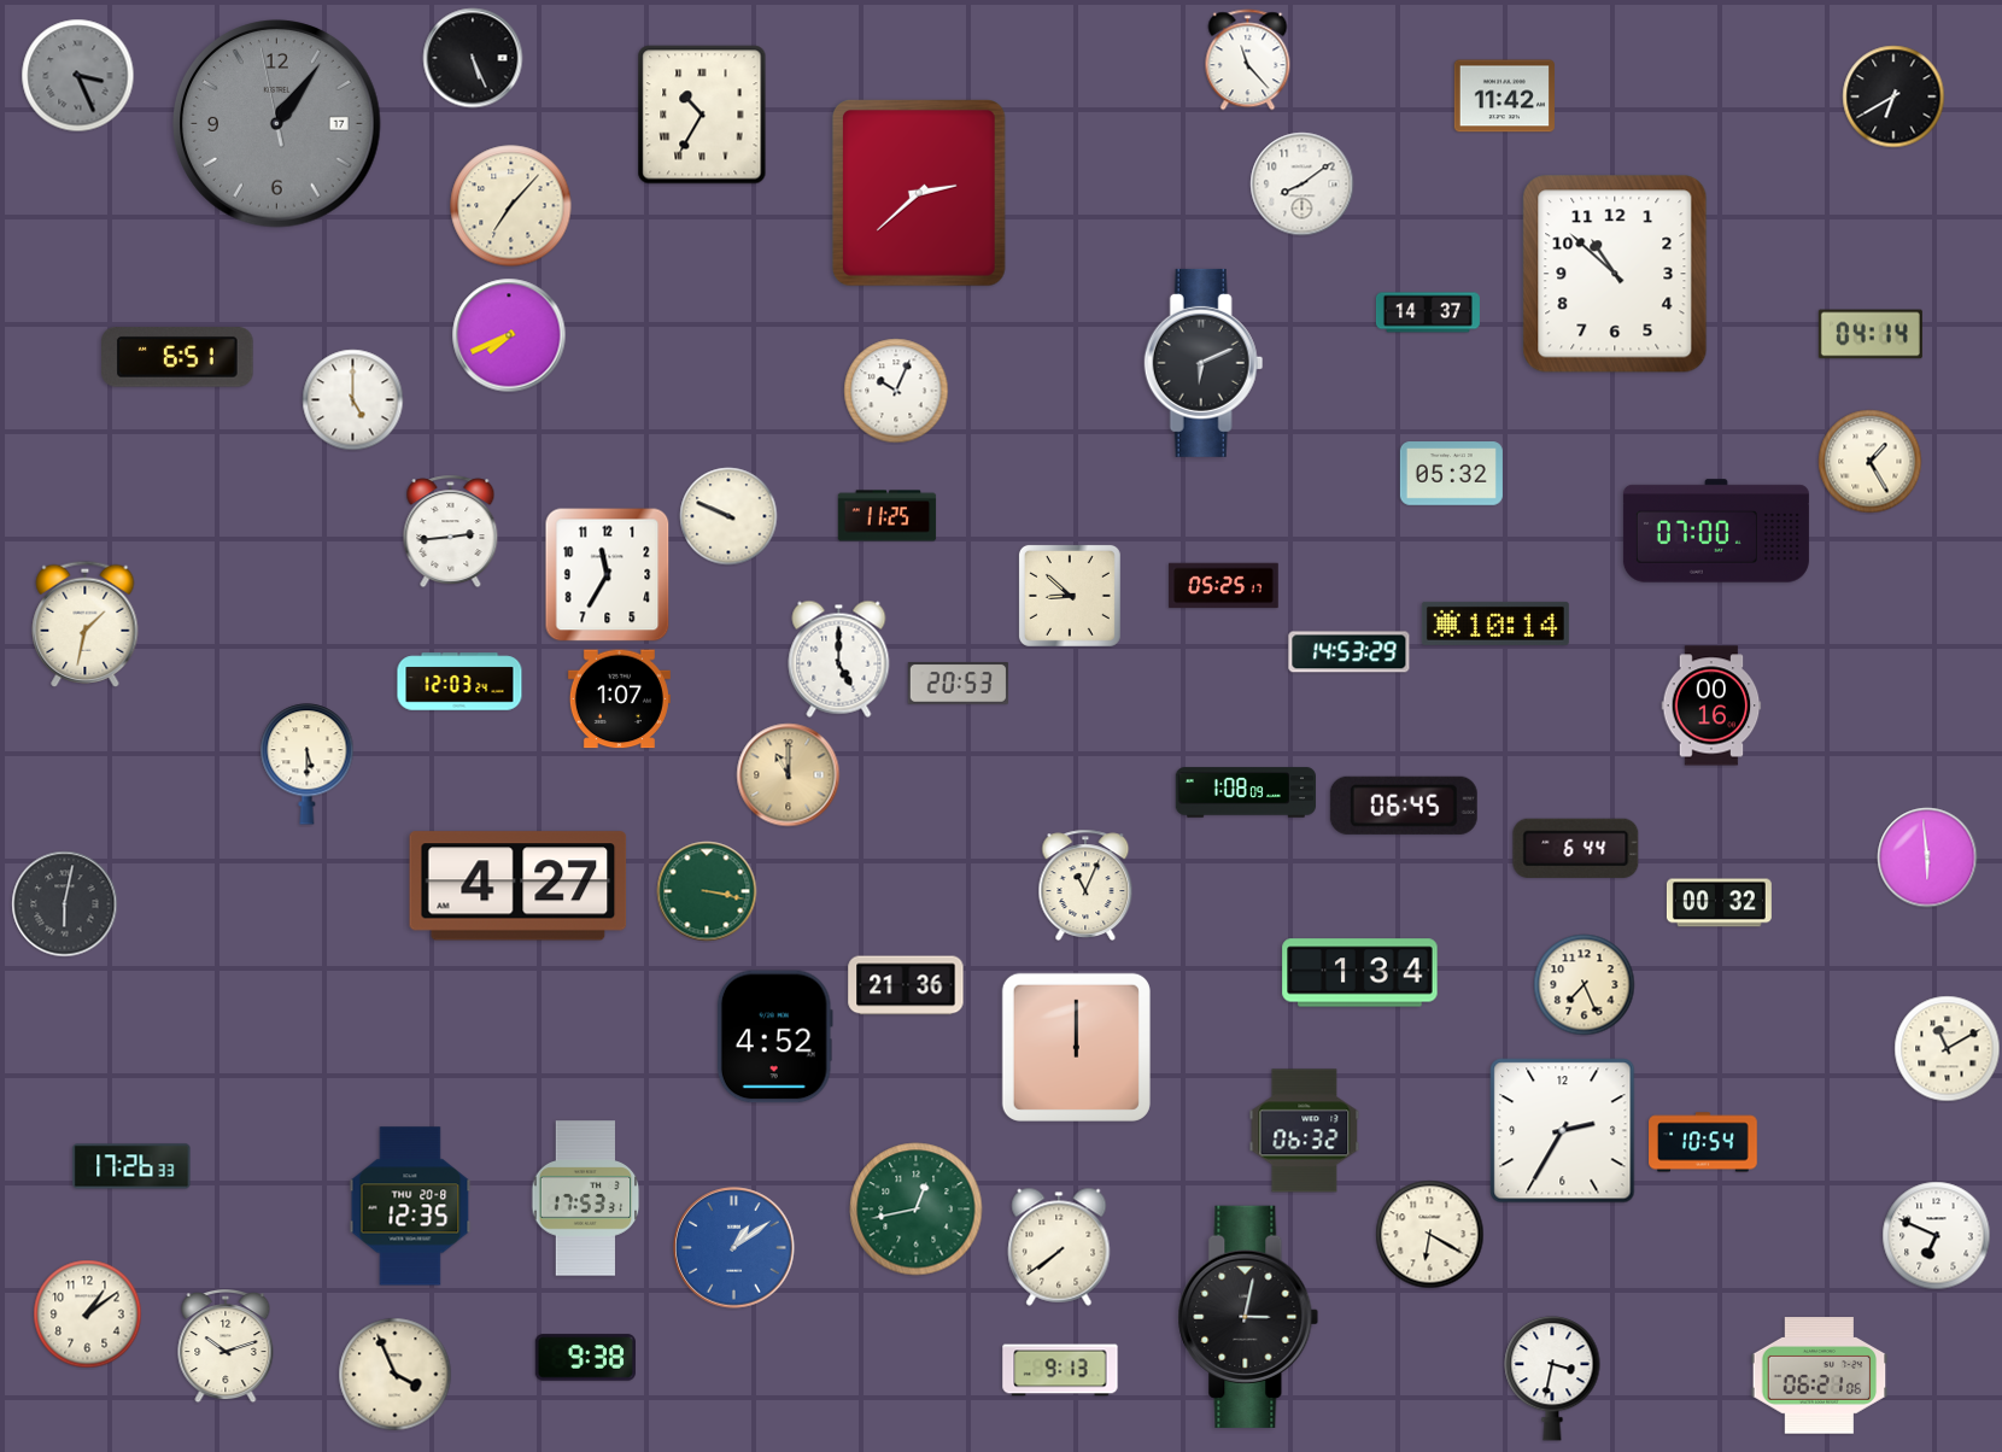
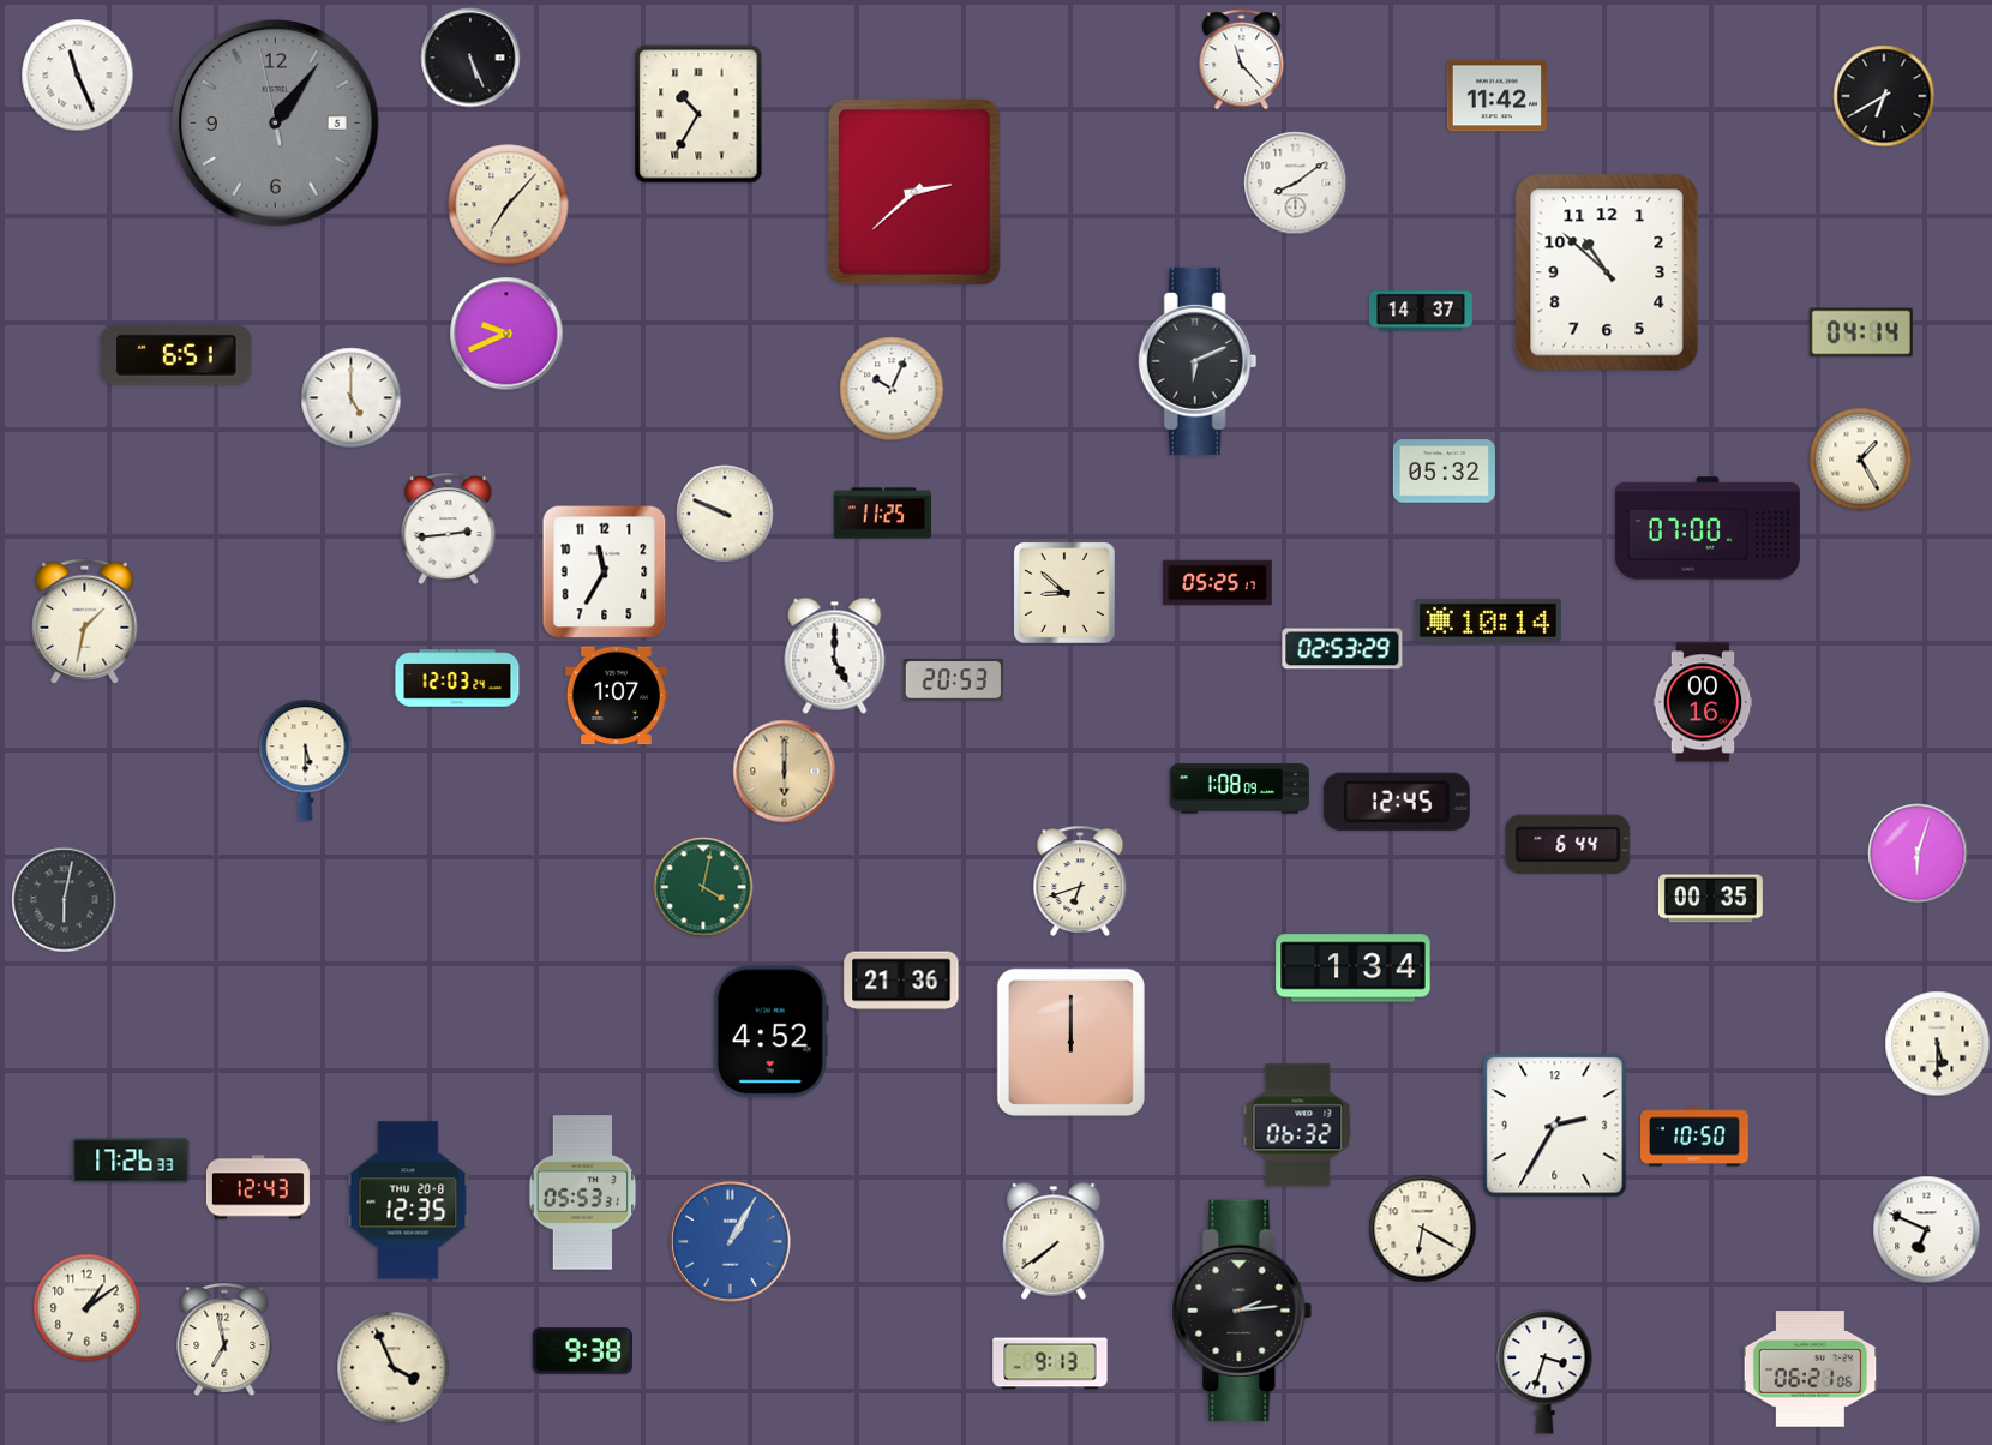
clock at (78, 76): 3:26 -> 11:26
clock at (78, 76) dial: grey -> white
clock at (277, 124) date: 17 -> 5
clock at (509, 335): 7:41 -> 9:41
clock at (1350, 652): 14:53 -> 02:53
clock at (789, 775): 11:00 -> 6:00
clock at (1404, 806): 06:45 -> 12:45
clock at (1927, 857): 5:59 -> 6:03
clock at (1085, 884): 11:04 -> 6:42
clock at (519, 886): 4:27 -> none
clock at (707, 891): 3:17 -> 4:02
clock at (1719, 903): 00:32 -> 00:35
clock at (1585, 985): 7:26 -> none
clock at (1948, 1049): 11:10 -> 5:30
clock at (1703, 1142): 10:54 -> 10:50
clock at (258, 1187): none -> 12:43
clock at (586, 1199): 17:53 -> 05:53
clock at (917, 1210): 12:43 -> none
clock at (734, 1248): 1:09 -> 1:05
clock at (1248, 1317): 3:02 -> 2:14
clock at (226, 1347): 10:12 -> 6:58
clock at (1060, 1370) position: (1060, 1370) -> (1050, 1363)
clock at (1552, 1380): 3:32 -> 3:33
